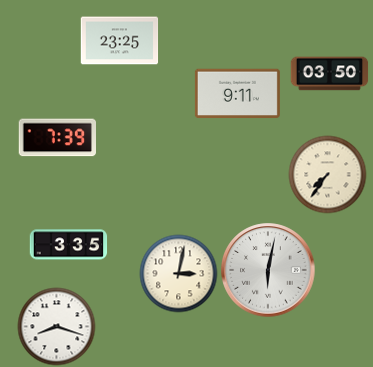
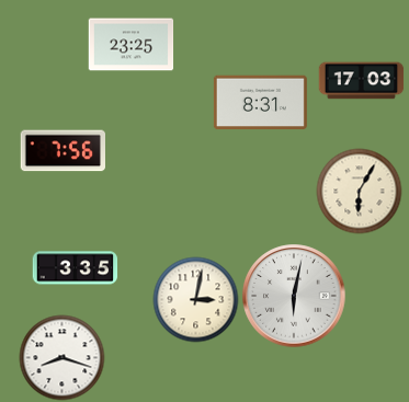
clock at (329, 74): 03:50 -> 17:03
clock at (237, 94): 9:11 -> 8:31
clock at (57, 138): 7:39 -> 7:56
clock at (327, 174): 7:36 -> 6:05
